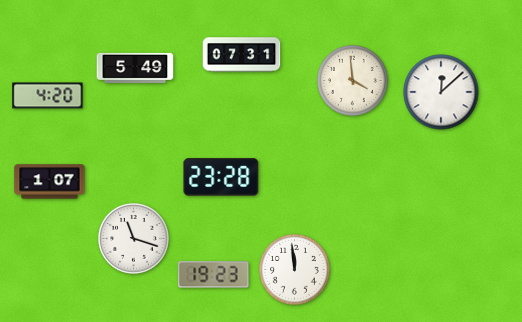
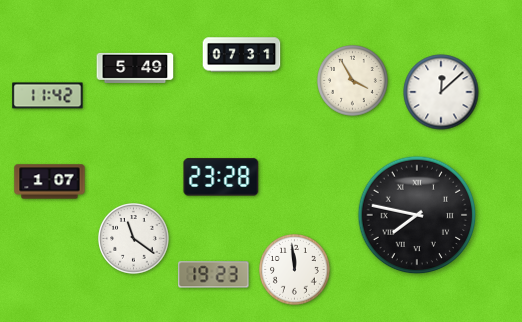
clock at (353, 81): 3:59 -> 3:55
clock at (48, 96): 4:20 -> 11:42
clock at (417, 215): none -> 7:47
clock at (134, 239): 11:18 -> 11:21
